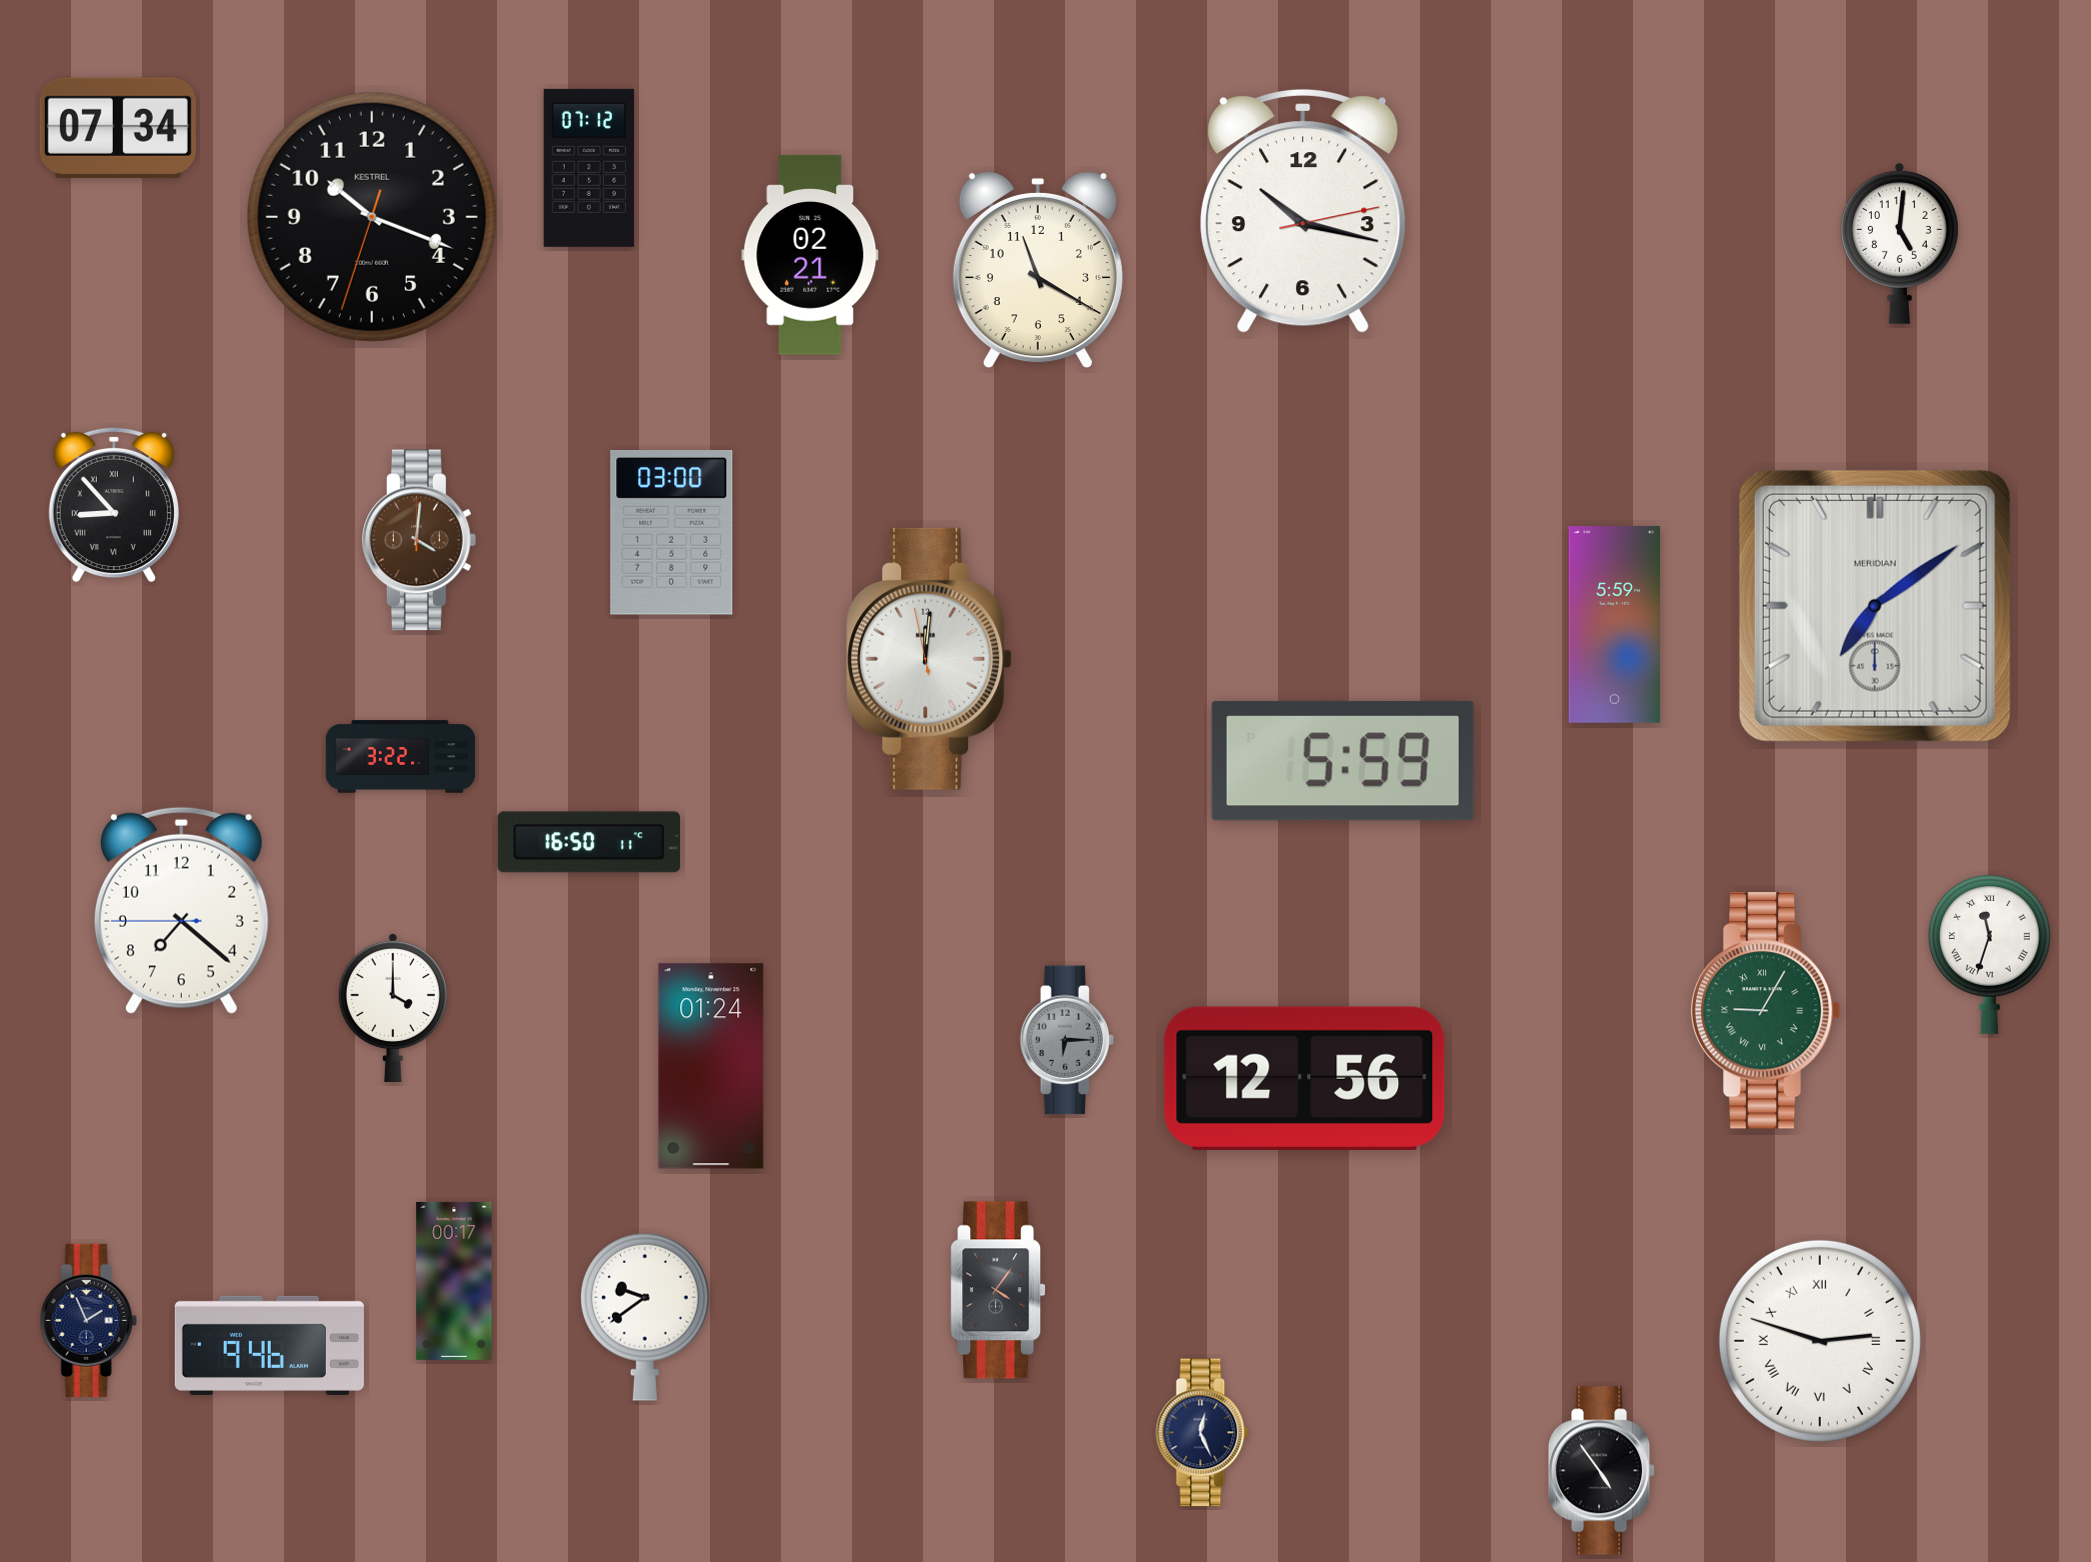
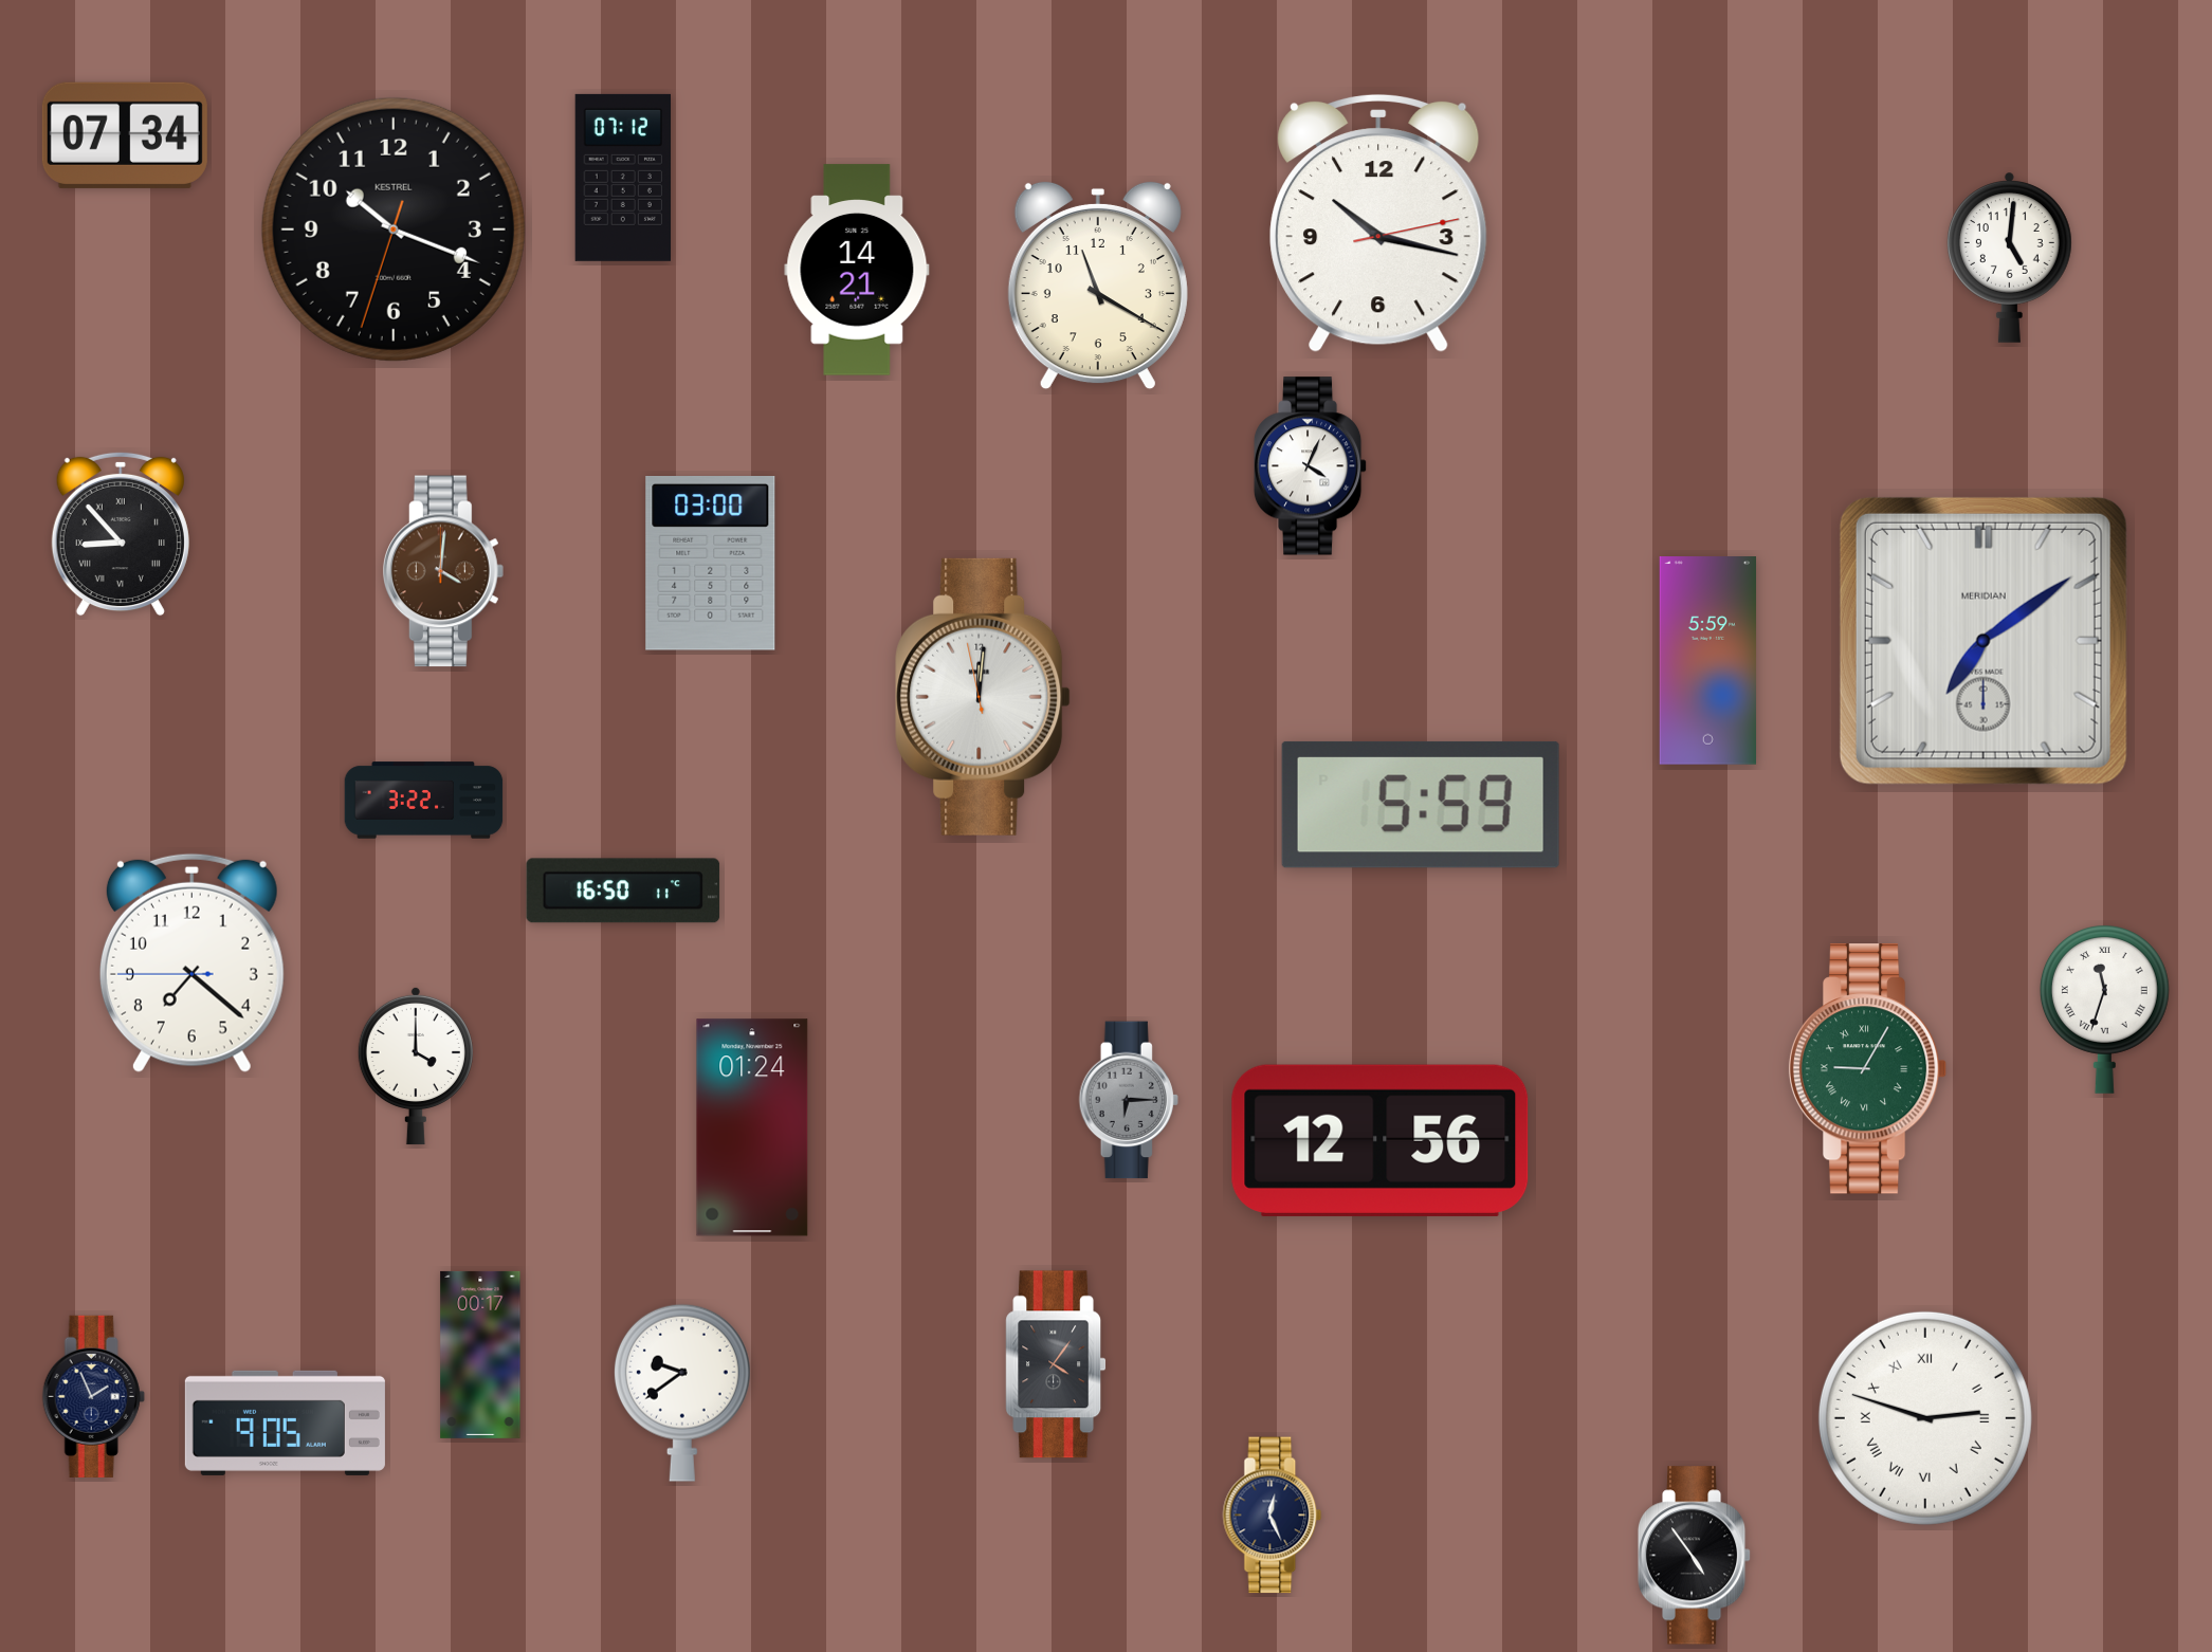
clock at (810, 255): 02:21 -> 14:21
clock at (1311, 466): none -> 4:04
clock at (269, 1345): 9:46 -> 9:05
